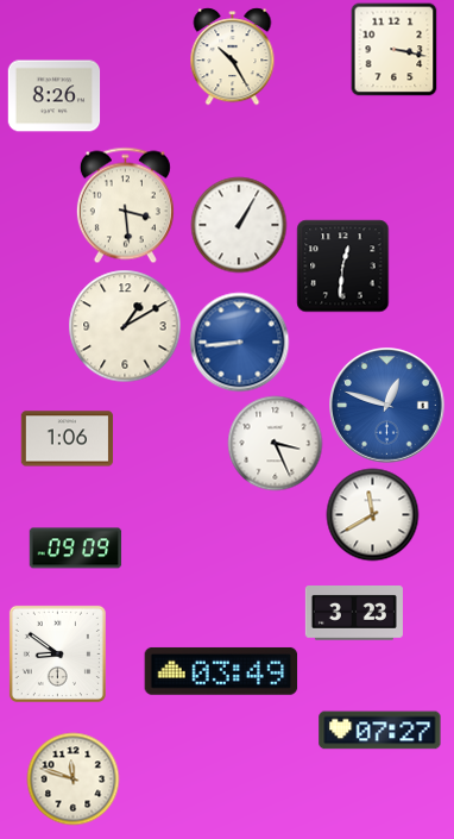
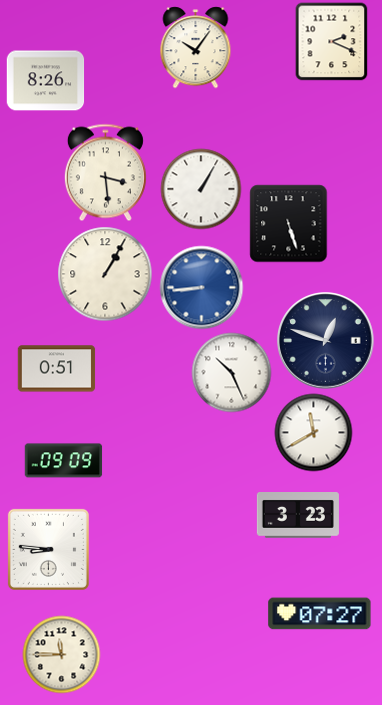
clock at (395, 49): 3:17 -> 2:19
clock at (233, 56): 10:25 -> 10:06
clock at (342, 265): 12:31 -> 5:27
clock at (125, 326): 1:10 -> 1:05
clock at (387, 406) dial: blue -> navy
clock at (67, 439): 1:06 -> 0:51
clock at (275, 443): 3:26 -> 10:26
clock at (57, 653): 8:51 -> 8:46
clock at (221, 671): 03:49 -> none
clock at (72, 778): 11:48 -> 11:45
